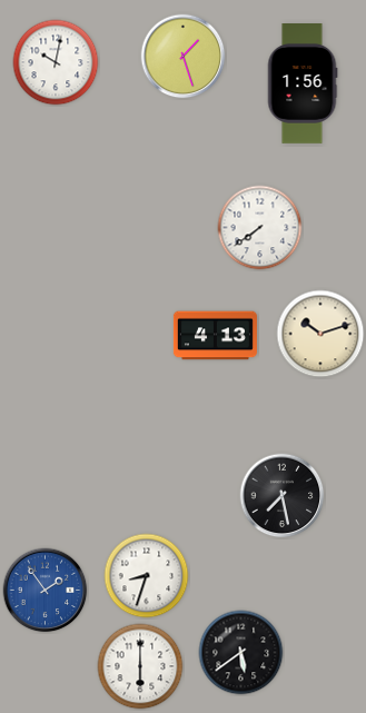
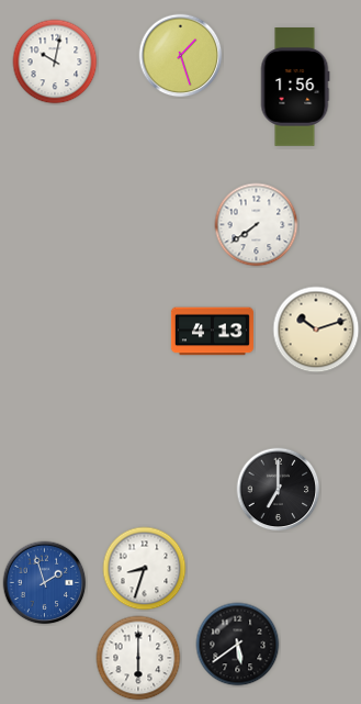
clock at (303, 85) position: (303, 85) -> (295, 88)
clock at (283, 496): 7:28 -> 7:00
clock at (46, 591): 1:54 -> 1:57
